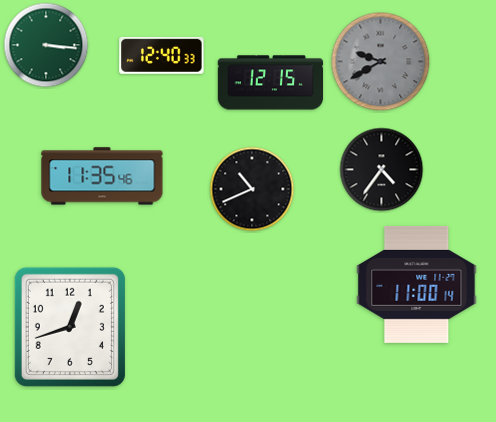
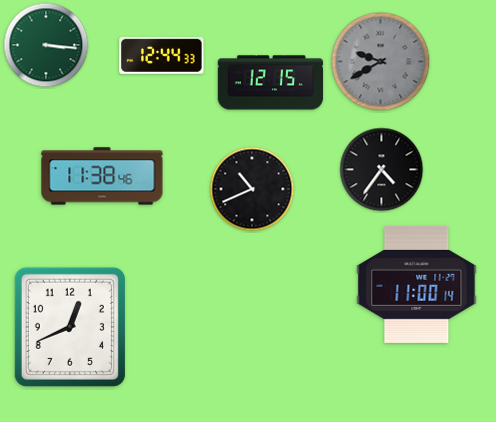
clock at (162, 55): 12:40 -> 12:44
clock at (102, 176): 11:35 -> 11:38
clock at (70, 327): 12:42 -> 12:41
